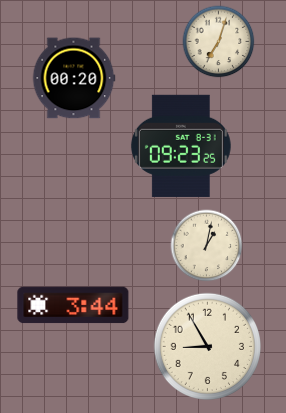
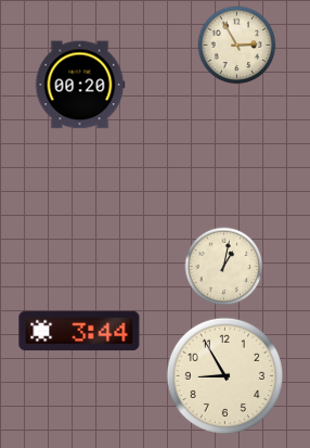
clock at (219, 42): 7:03 -> 2:55
clock at (181, 146): 09:23 -> none
